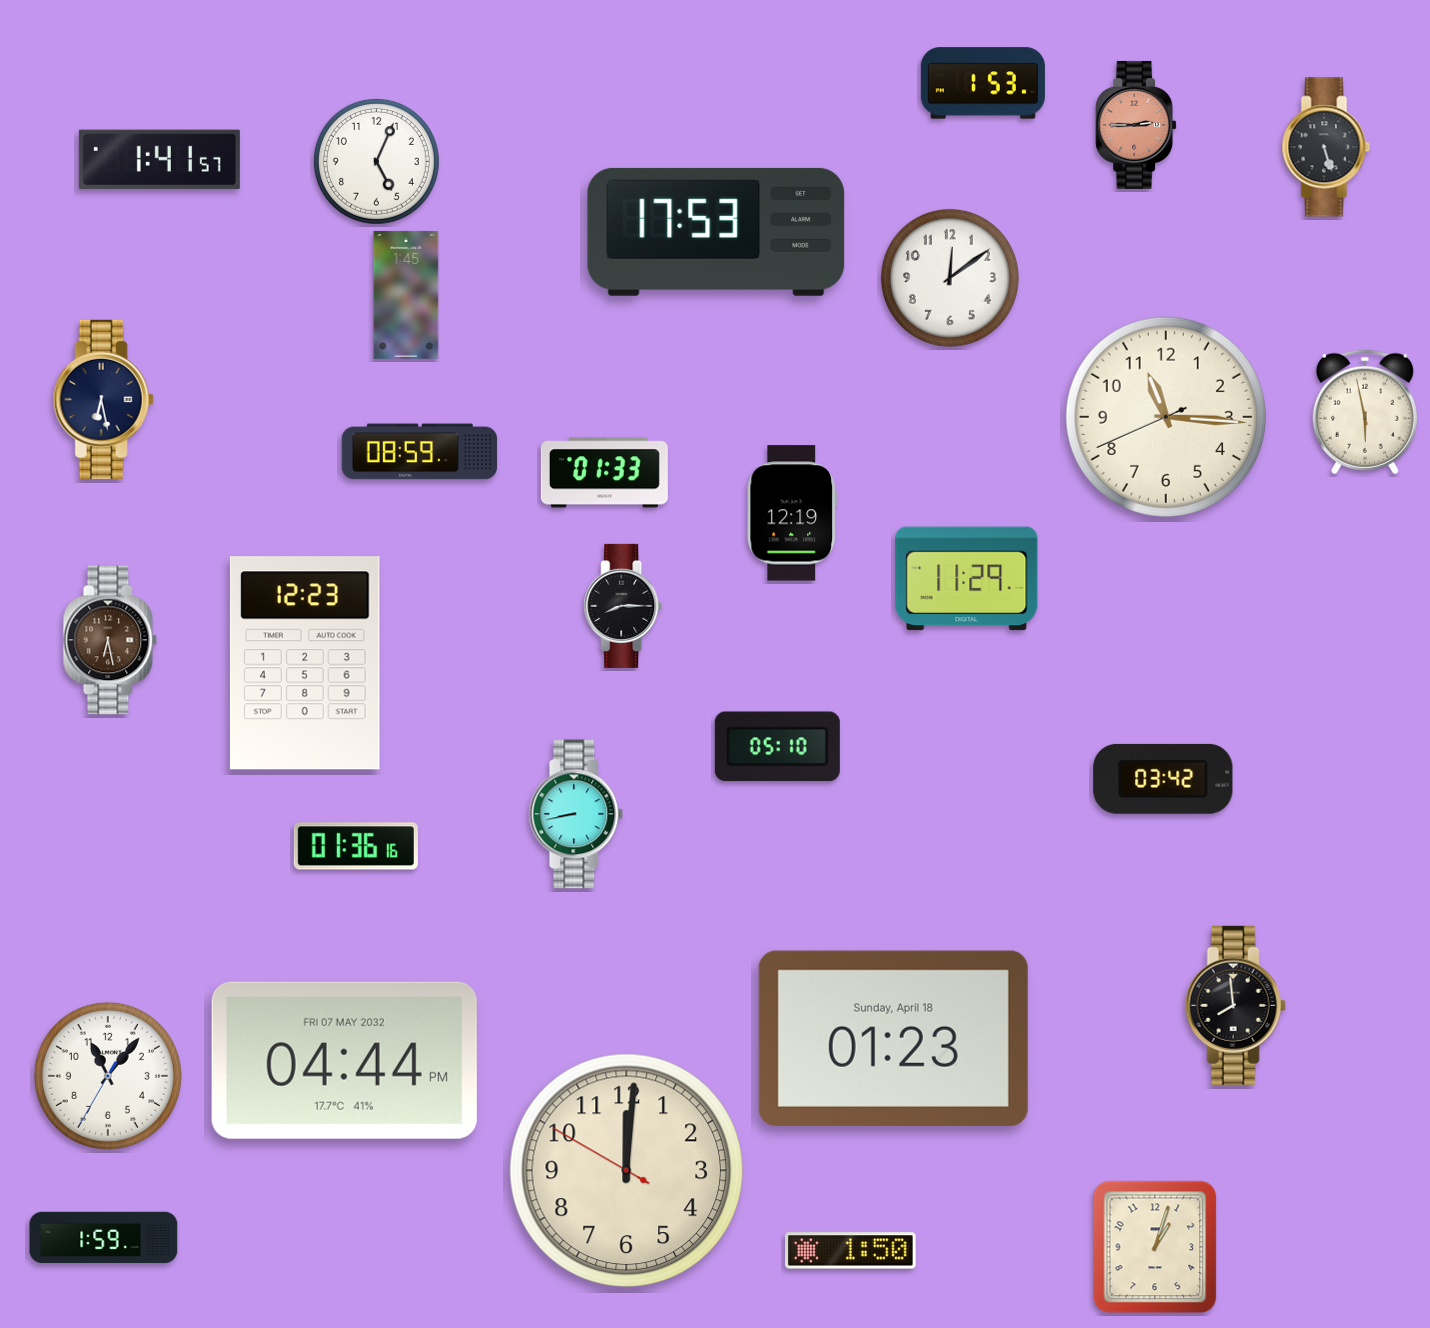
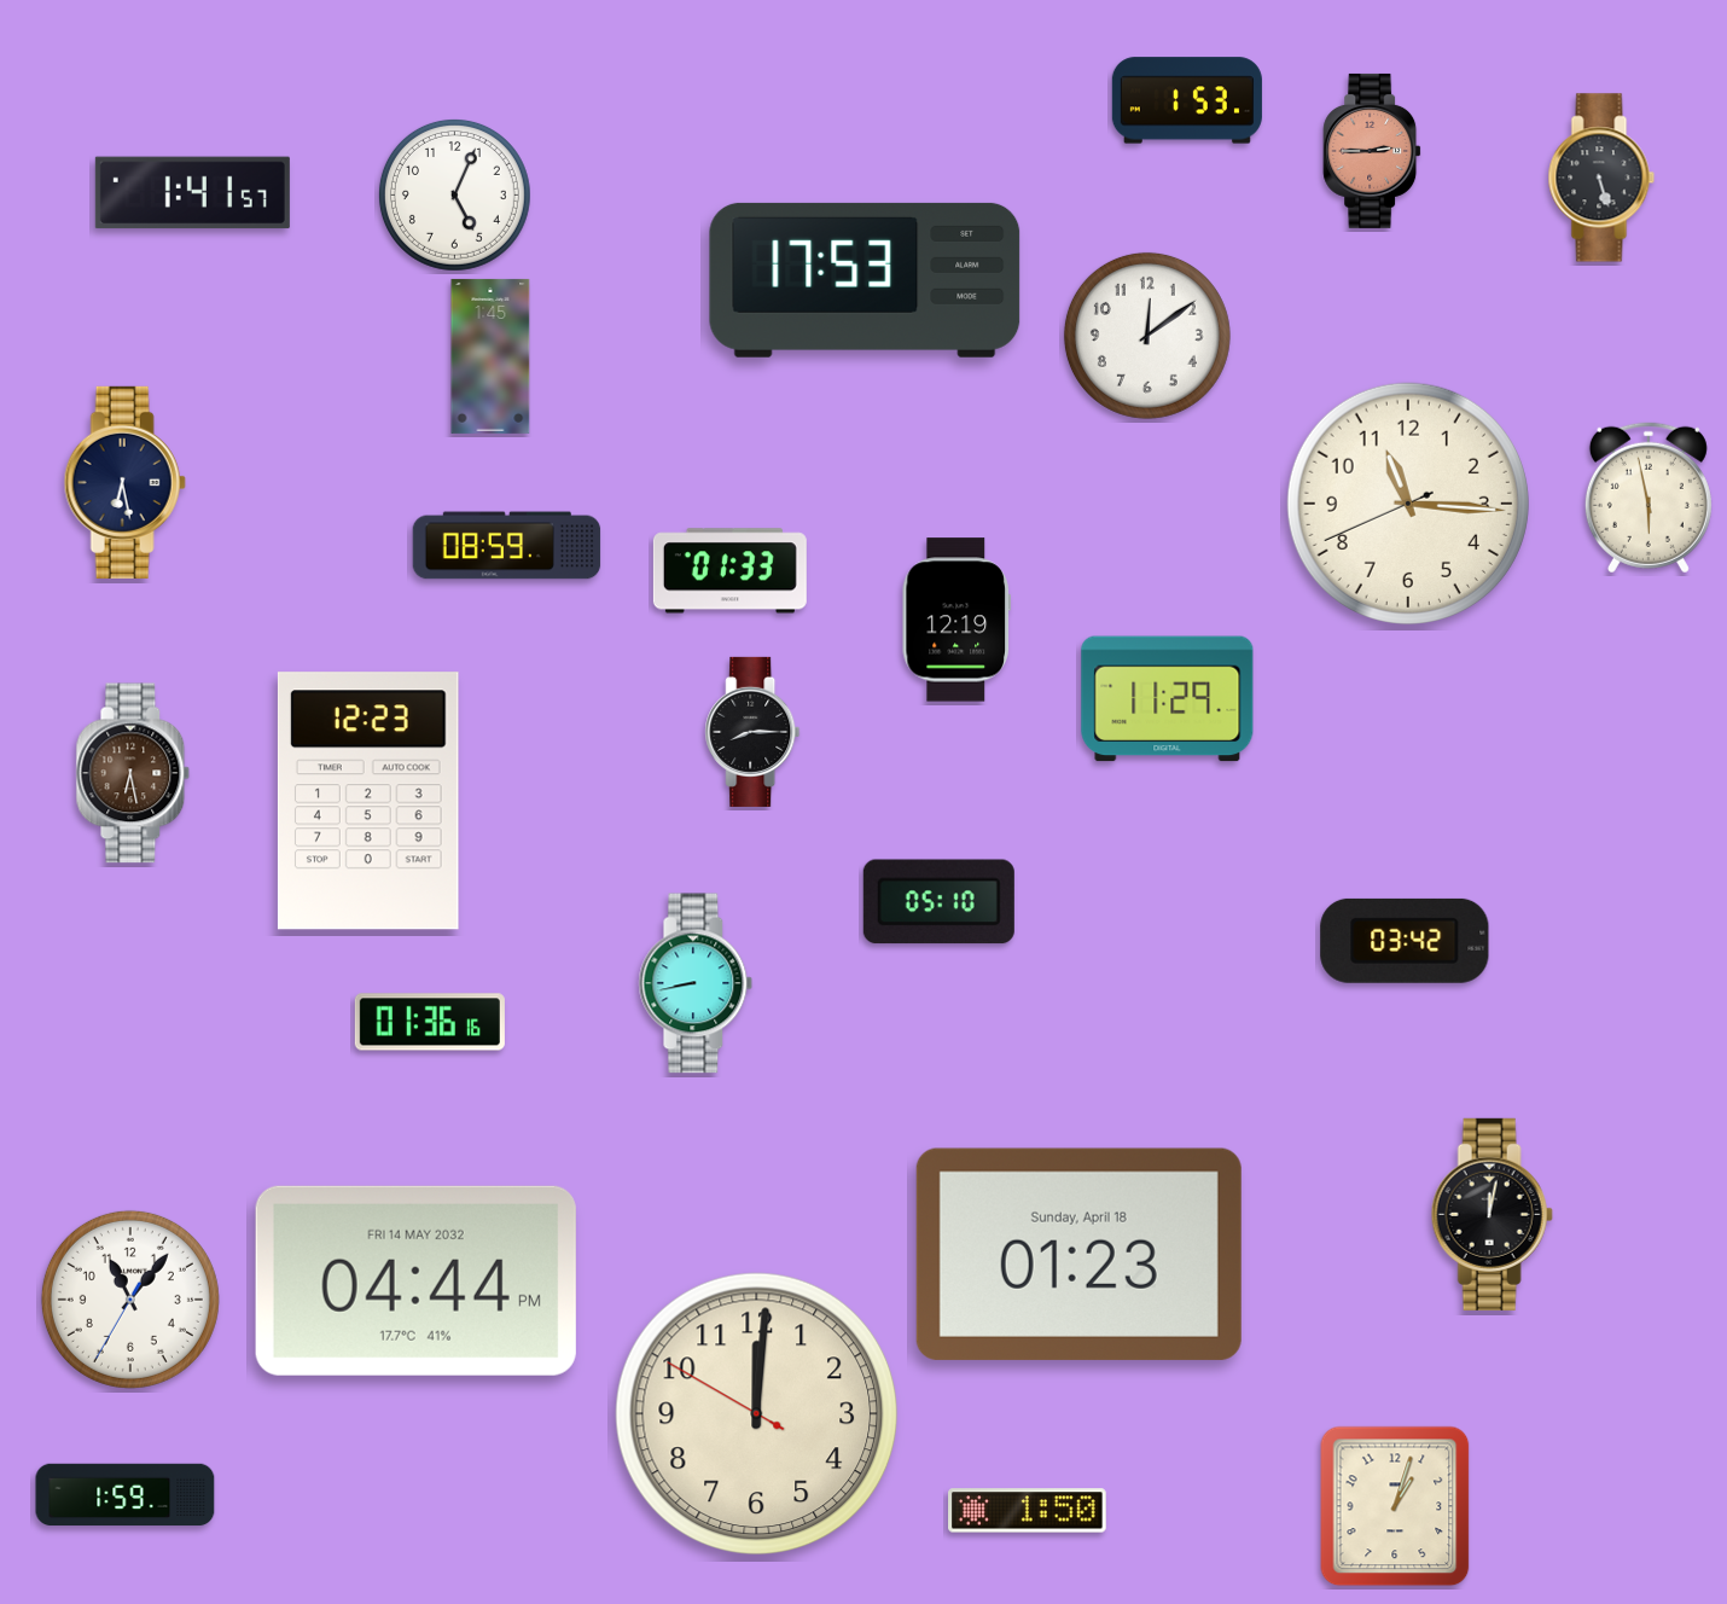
clock at (1235, 1005): 7:59 -> 12:02
clock at (344, 1060) date: FRI 07 MAY 2032 -> FRI 14 MAY 2032
